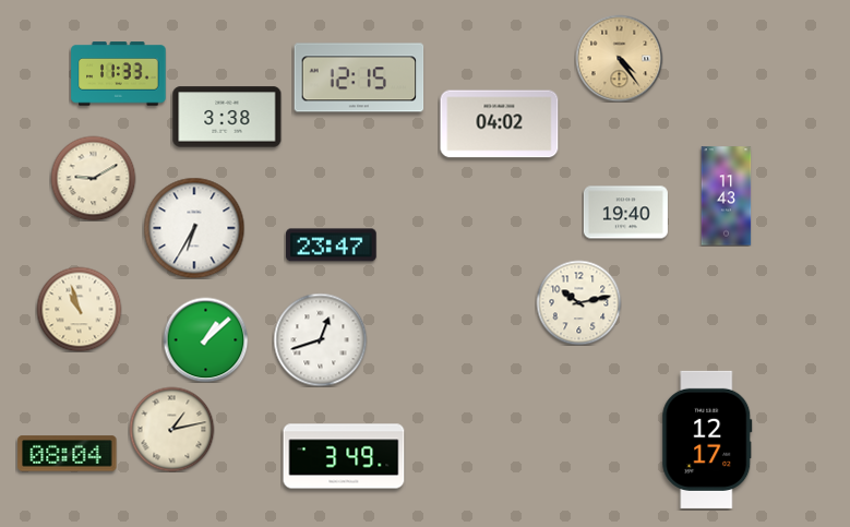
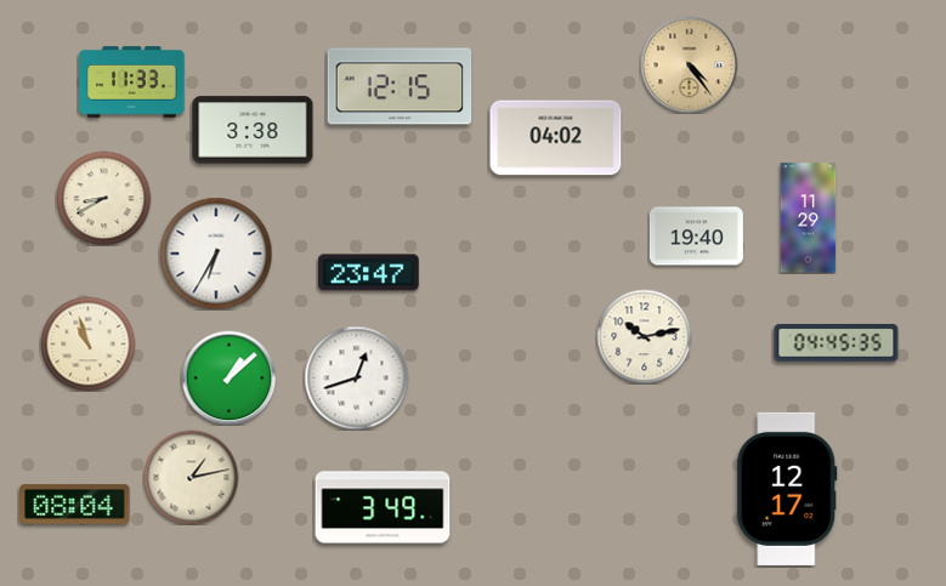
clock at (93, 178): 9:10 -> 8:40
clock at (727, 196): 11:43 -> 11:29
clock at (837, 343): none -> 04:45
